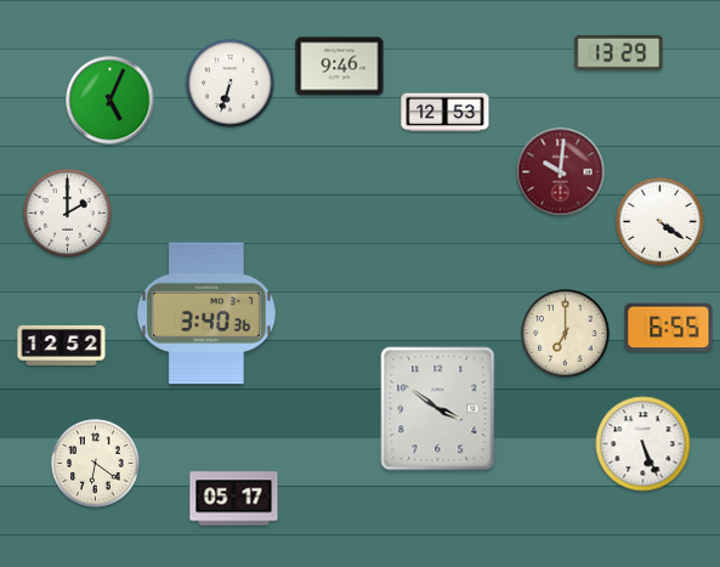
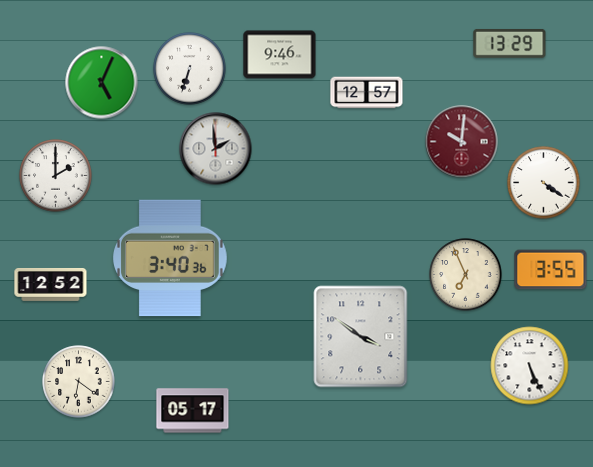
clock at (110, 101) position: (110, 101) -> (102, 83)
clock at (446, 113): 12:53 -> 12:57
clock at (216, 149): none -> 1:59
clock at (669, 328): 6:55 -> 3:55
clock at (566, 334): 7:00 -> 6:56
